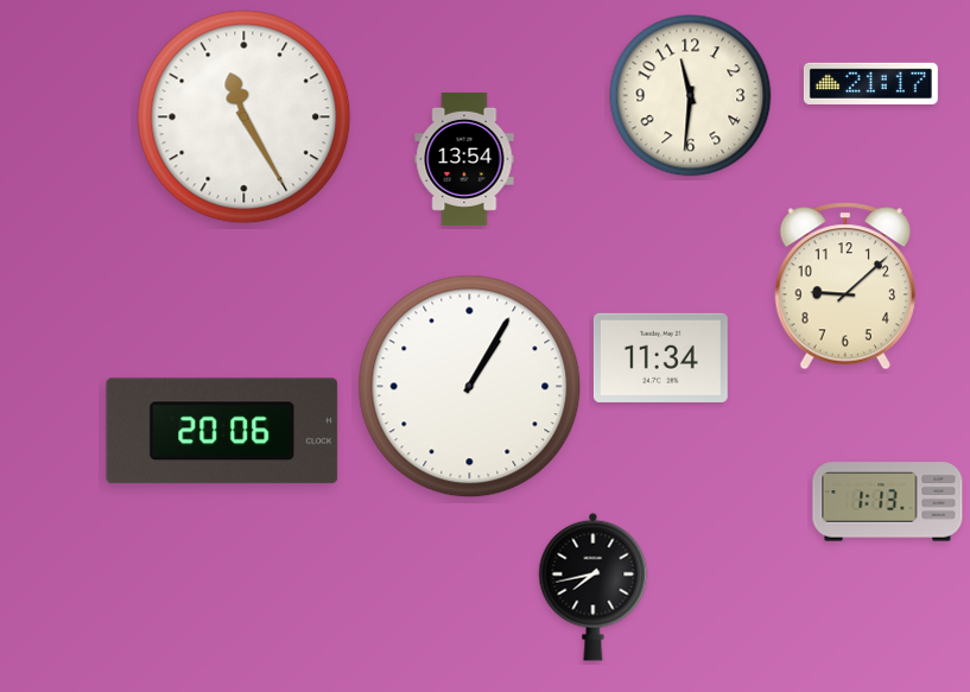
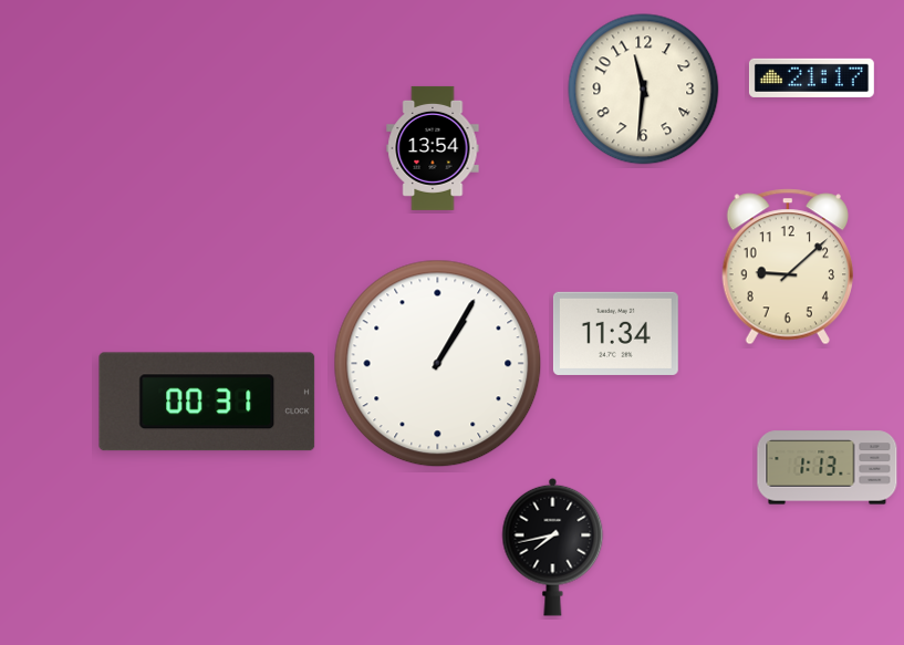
clock at (245, 118): 11:25 -> none
clock at (470, 387) position: (470, 387) -> (438, 364)
clock at (222, 431): 20:06 -> 00:31
